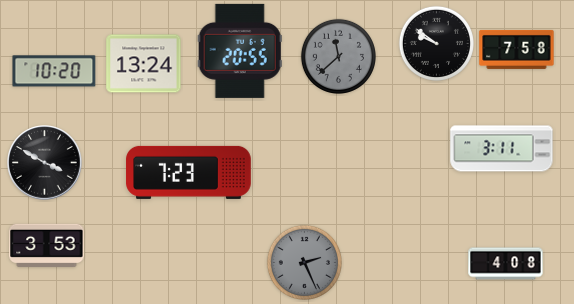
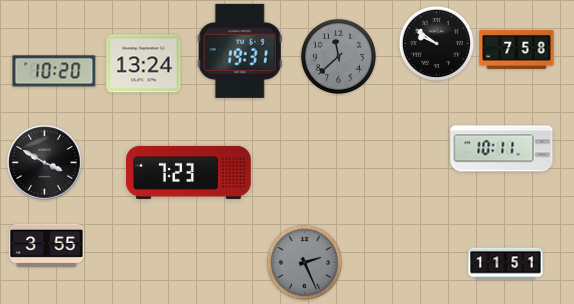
clock at (240, 51): 20:55 -> 19:31
clock at (502, 149): 3:11 -> 10:11
clock at (47, 245): 3:53 -> 3:55
clock at (506, 264): 4:08 -> 11:51
